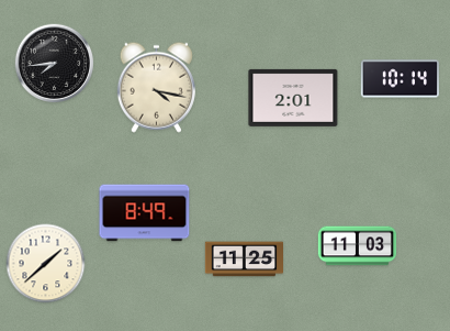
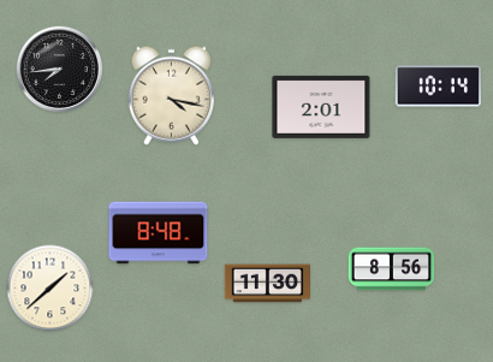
clock at (145, 213): 8:49 -> 8:48
clock at (358, 246): 11:03 -> 8:56
clock at (244, 260): 11:25 -> 11:30
